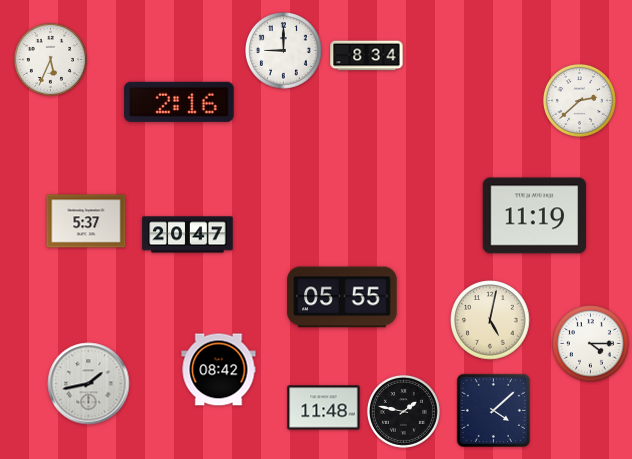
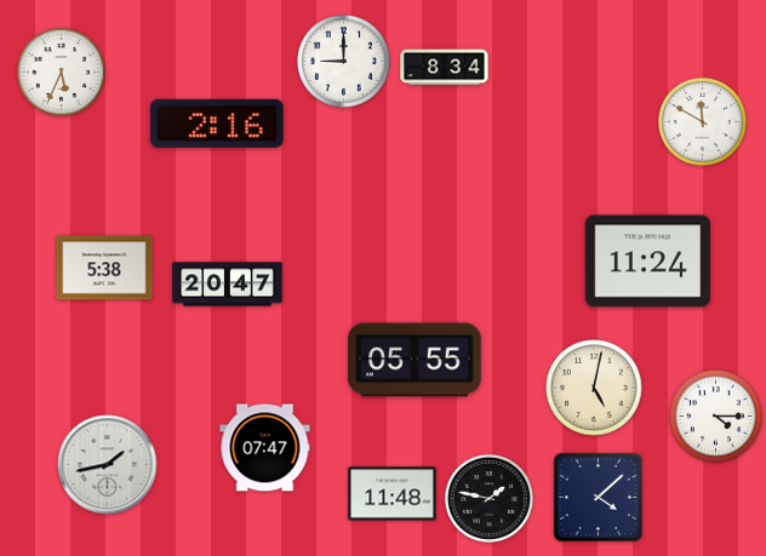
clock at (579, 100): 2:38 -> 11:50
clock at (535, 216): 11:19 -> 11:24
clock at (86, 221): 5:37 -> 5:38
clock at (219, 370): 08:42 -> 07:47
